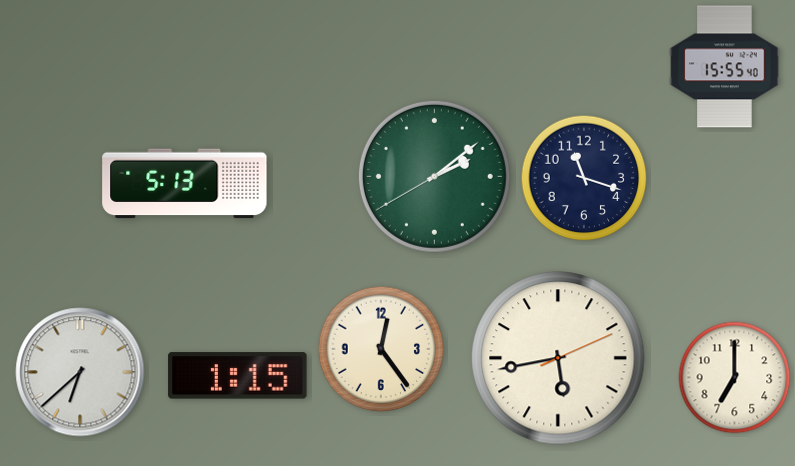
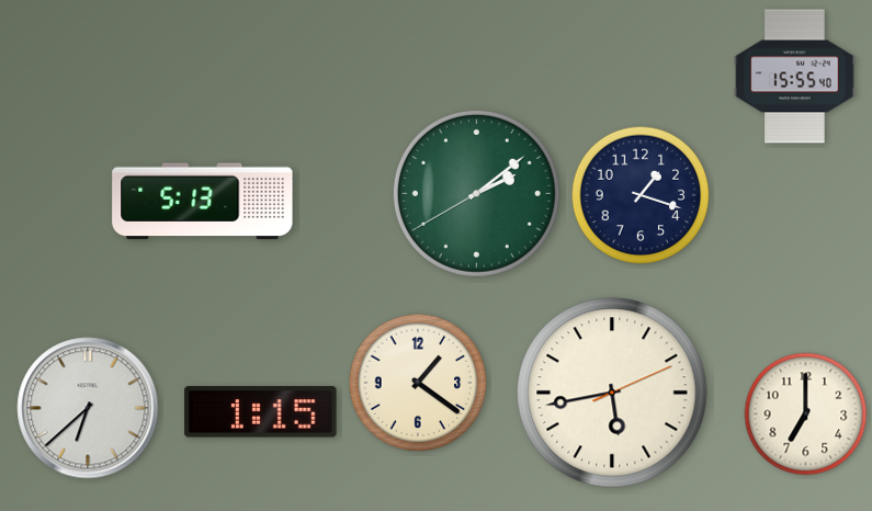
clock at (725, 67) position: (725, 67) -> (795, 77)
clock at (584, 178): 11:18 -> 1:18
clock at (381, 349): 12:24 -> 1:21
